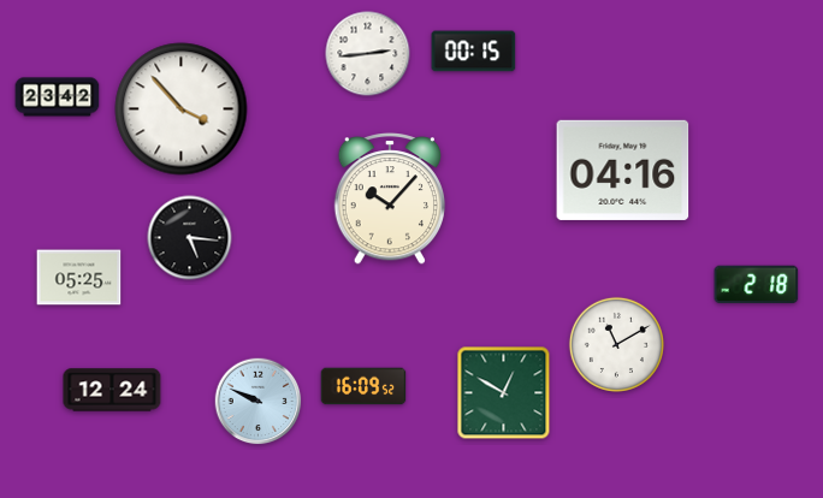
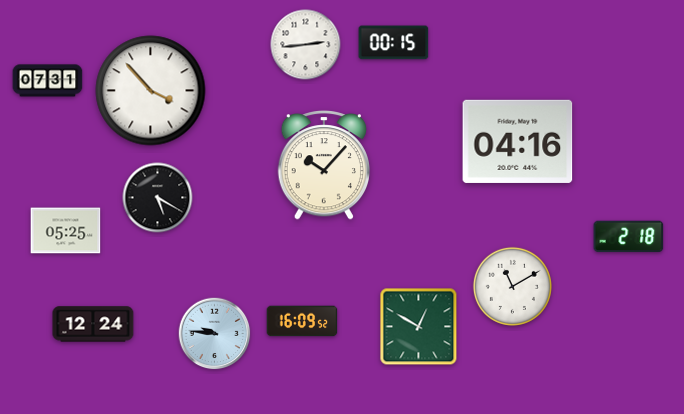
clock at (58, 97): 23:42 -> 07:31
clock at (190, 238): 5:16 -> 5:20
clock at (259, 402): 9:49 -> 9:46
